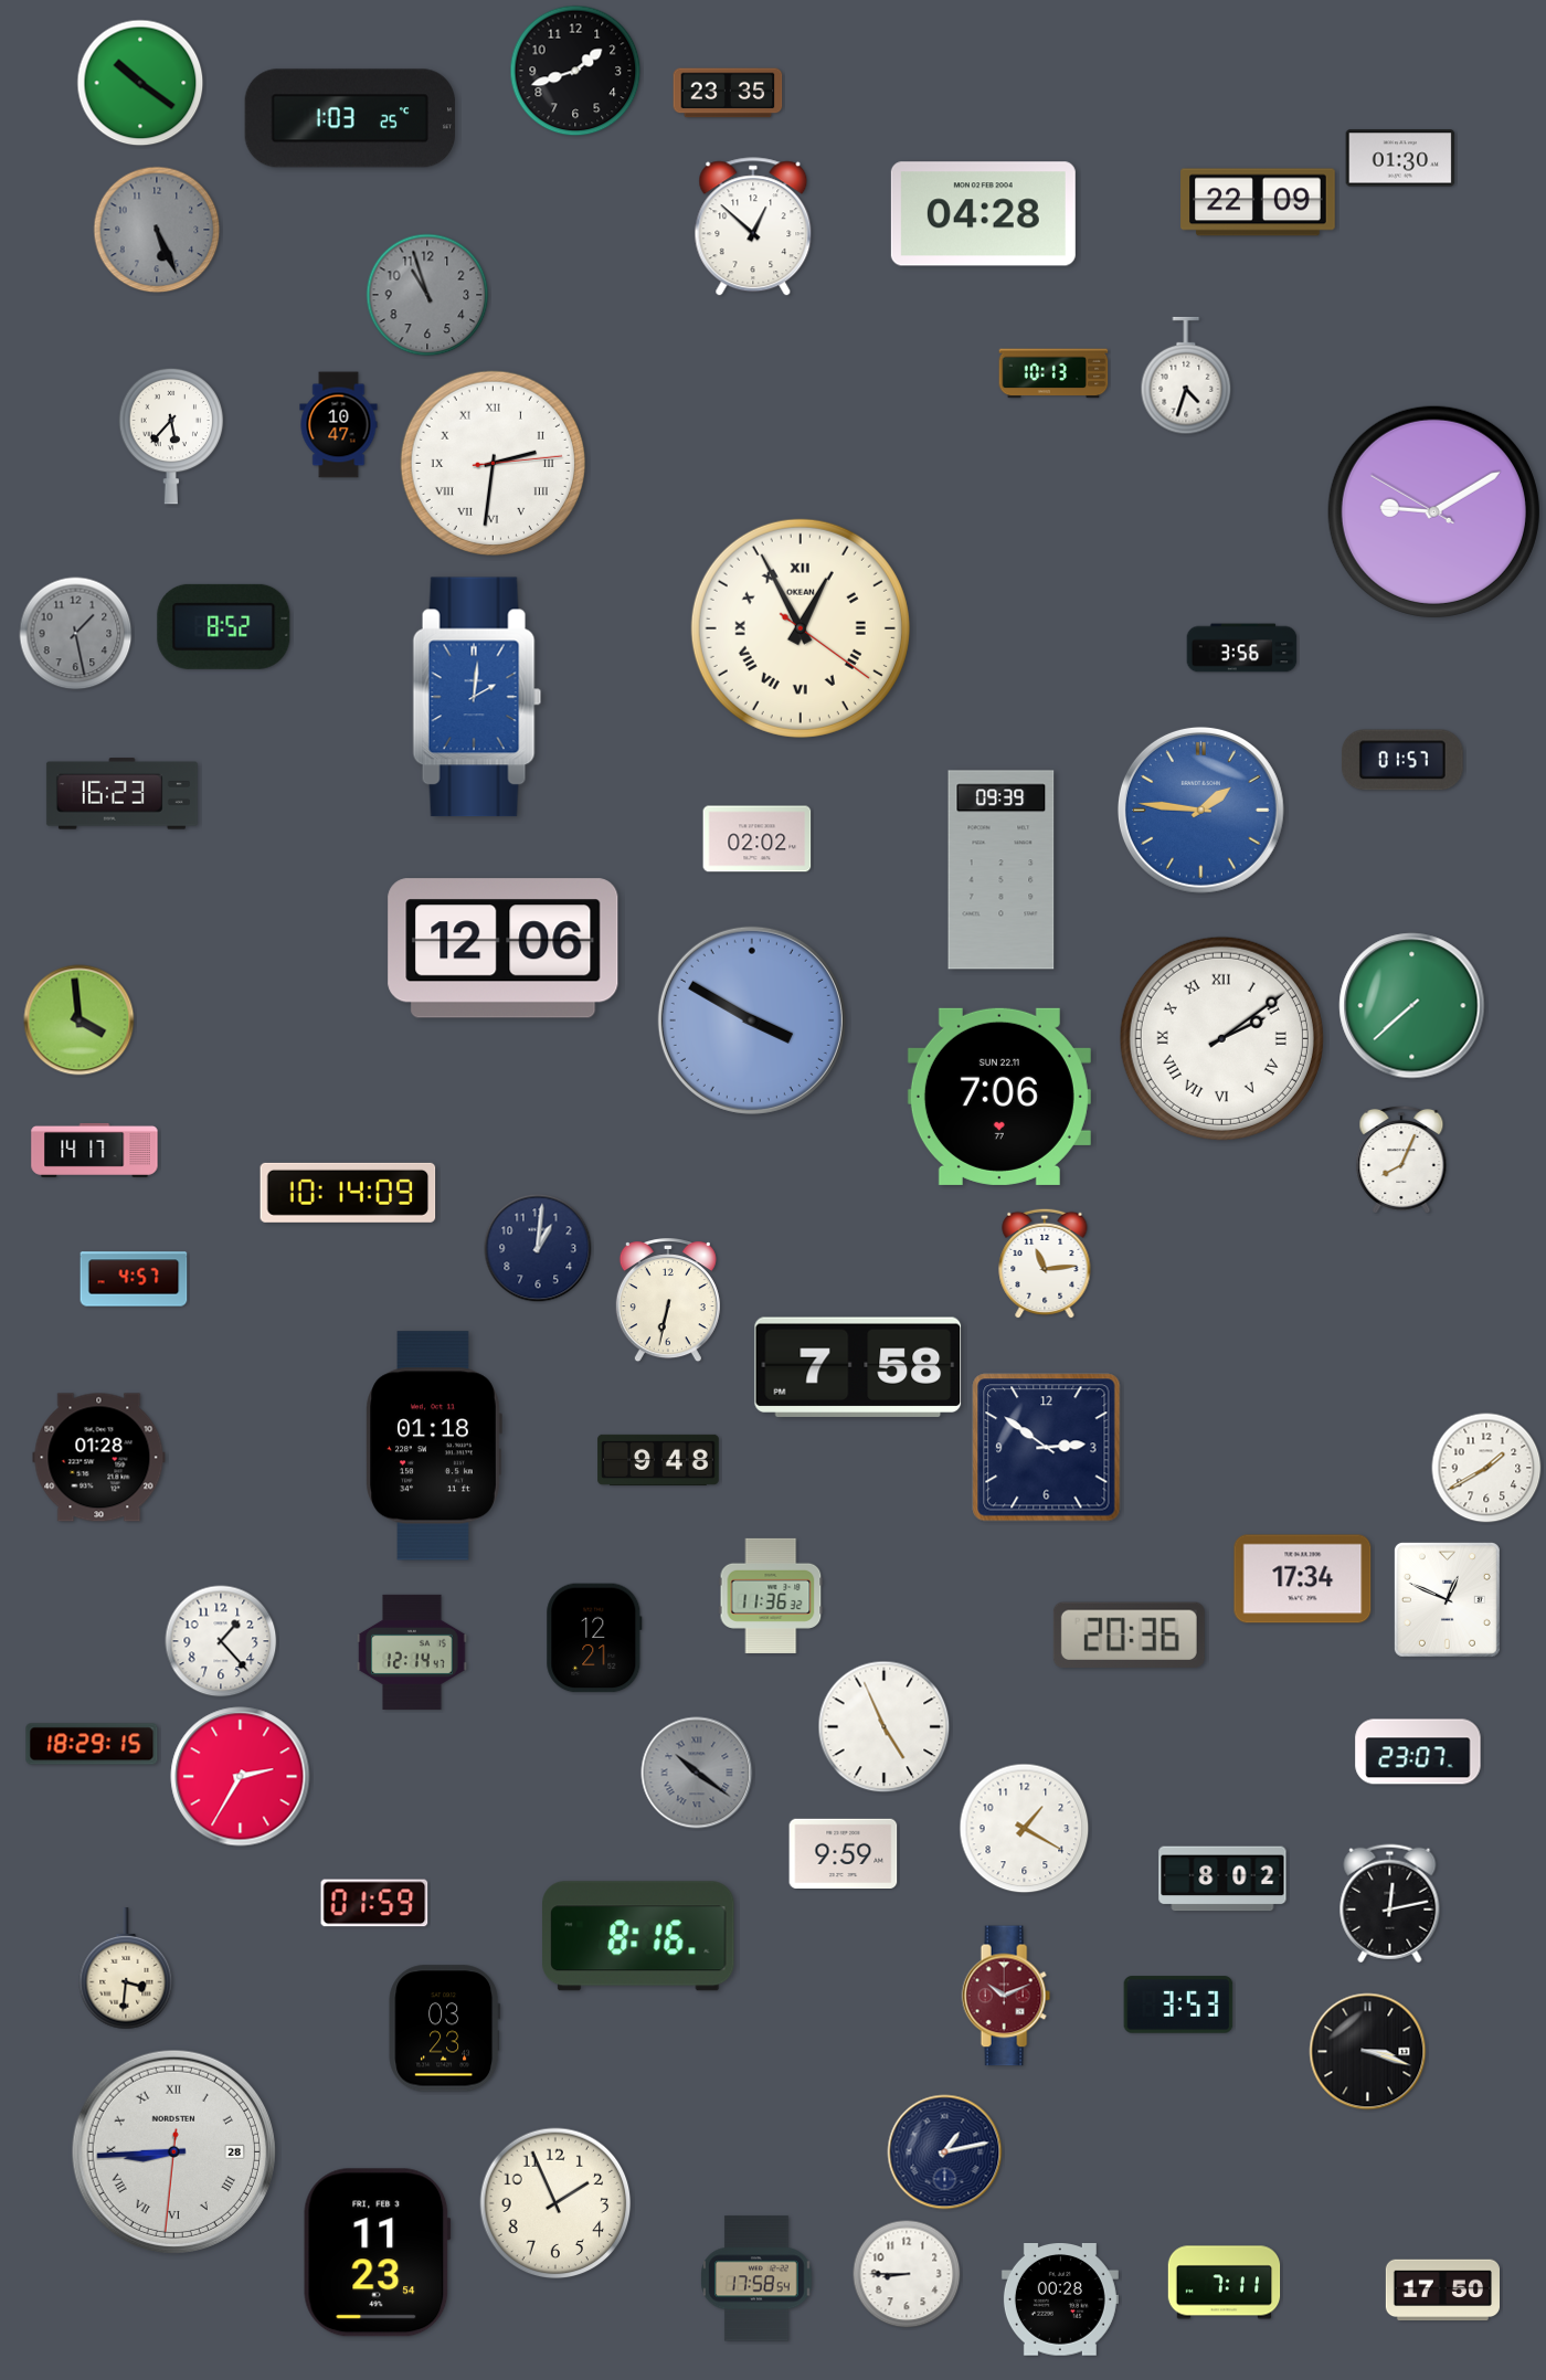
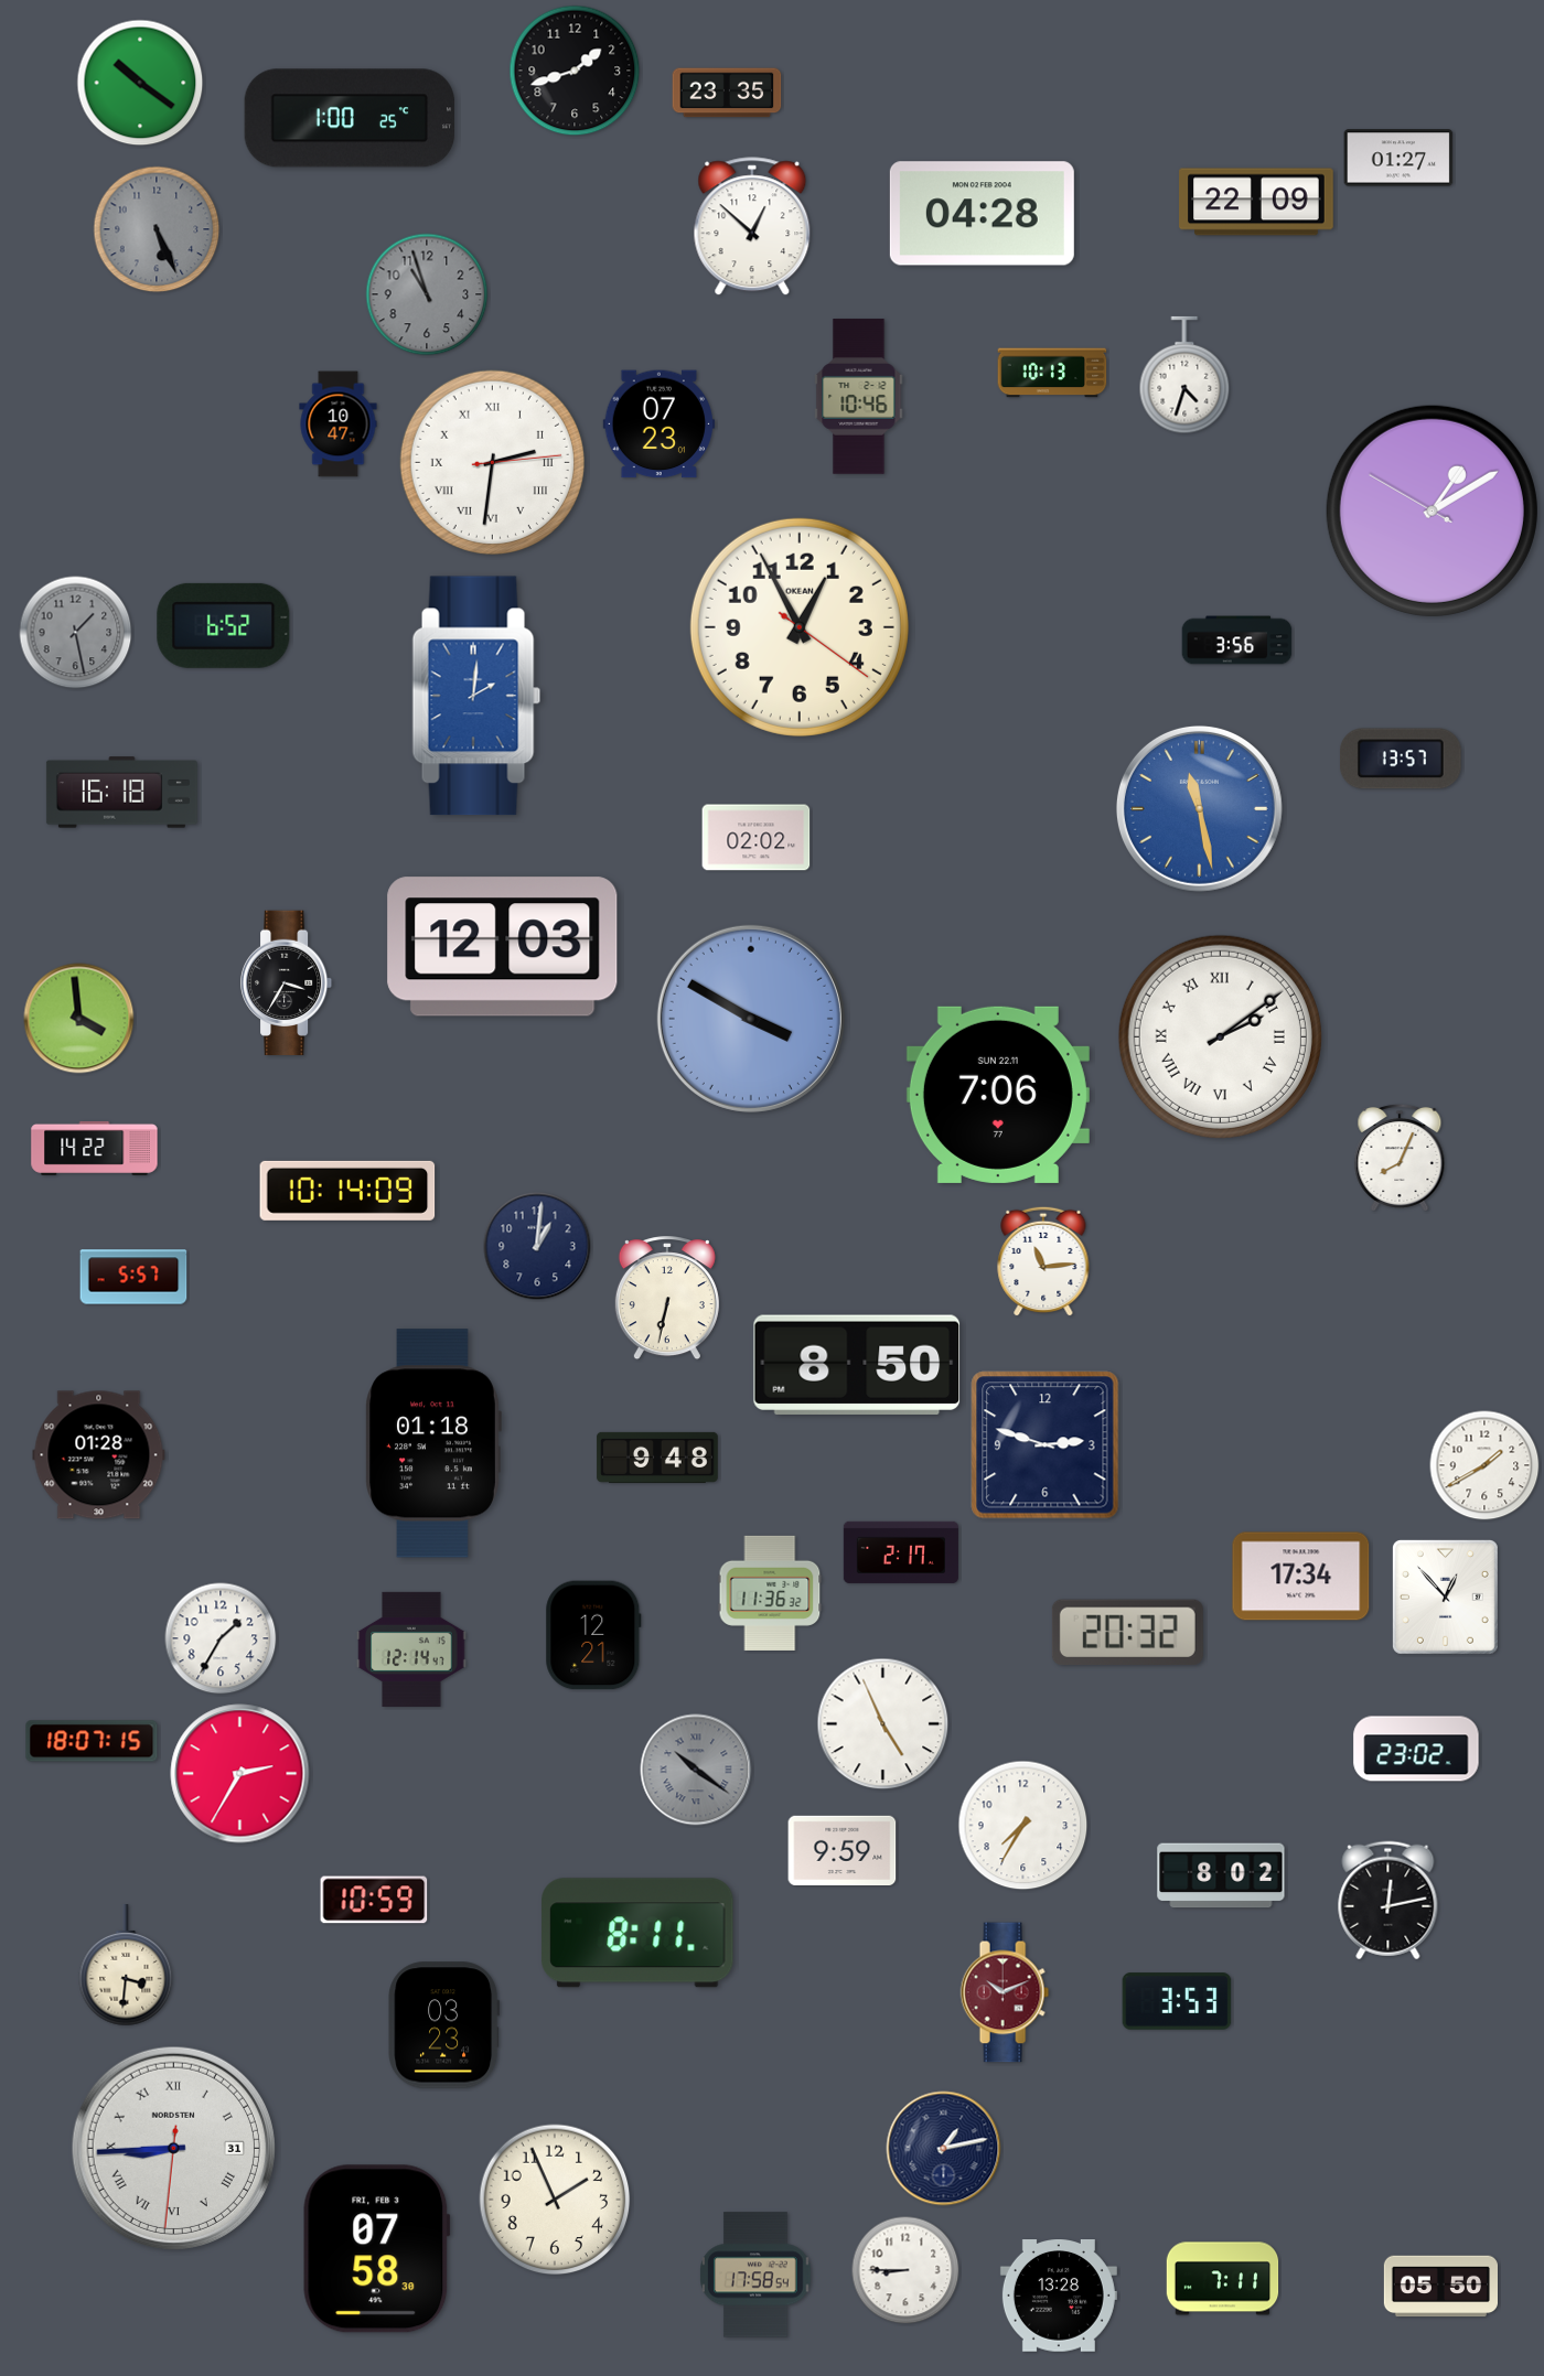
clock at (350, 118): 1:03 -> 1:00
clock at (1400, 158): 01:30 -> 01:27
clock at (859, 397): none -> 10:46
clock at (660, 424): none -> 07:23
clock at (171, 436): 5:37 -> none
clock at (1433, 511): 9:09 -> 1:09
clock at (224, 626): 8:52 -> 6:52
clock at (801, 628) numerals: Roman -> Arabic
clock at (1242, 648) position: (1242, 648) -> (1237, 641)
clock at (1402, 760): 01:57 -> 13:57
clock at (121, 794): 16:23 -> 16:18
clock at (1200, 810): 1:46 -> 11:28
clock at (1002, 870): 09:39 -> none
clock at (504, 949): 12:06 -> 12:03
clock at (288, 983): none -> 3:35
clock at (1412, 1006): 7:38 -> none
clock at (95, 1150): 14:17 -> 14:22
clock at (134, 1279): 4:57 -> 5:57
clock at (858, 1366): 7:58 -> 8:50
clock at (1047, 1448): 2:51 -> 2:48
clock at (901, 1552): none -> 2:17
clock at (1447, 1599): 12:49 -> 12:53
clock at (1129, 1636): 20:36 -> 20:32
clock at (221, 1641): 1:23 -> 1:35
clock at (92, 1744): 18:29 -> 18:07
clock at (1418, 1752): 23:07 -> 23:02
clock at (1025, 1829): 1:20 -> 7:35
clock at (374, 1903): 01:59 -> 10:59
clock at (638, 1936): 8:16 -> 8:11
clock at (1368, 2052): 3:18 -> none
clock at (173, 2151) date: 28 -> 31
clock at (378, 2253): 11:23 -> 07:58
clock at (1442, 2291): 17:50 -> 05:50
clock at (1060, 2300): 00:28 -> 13:28
